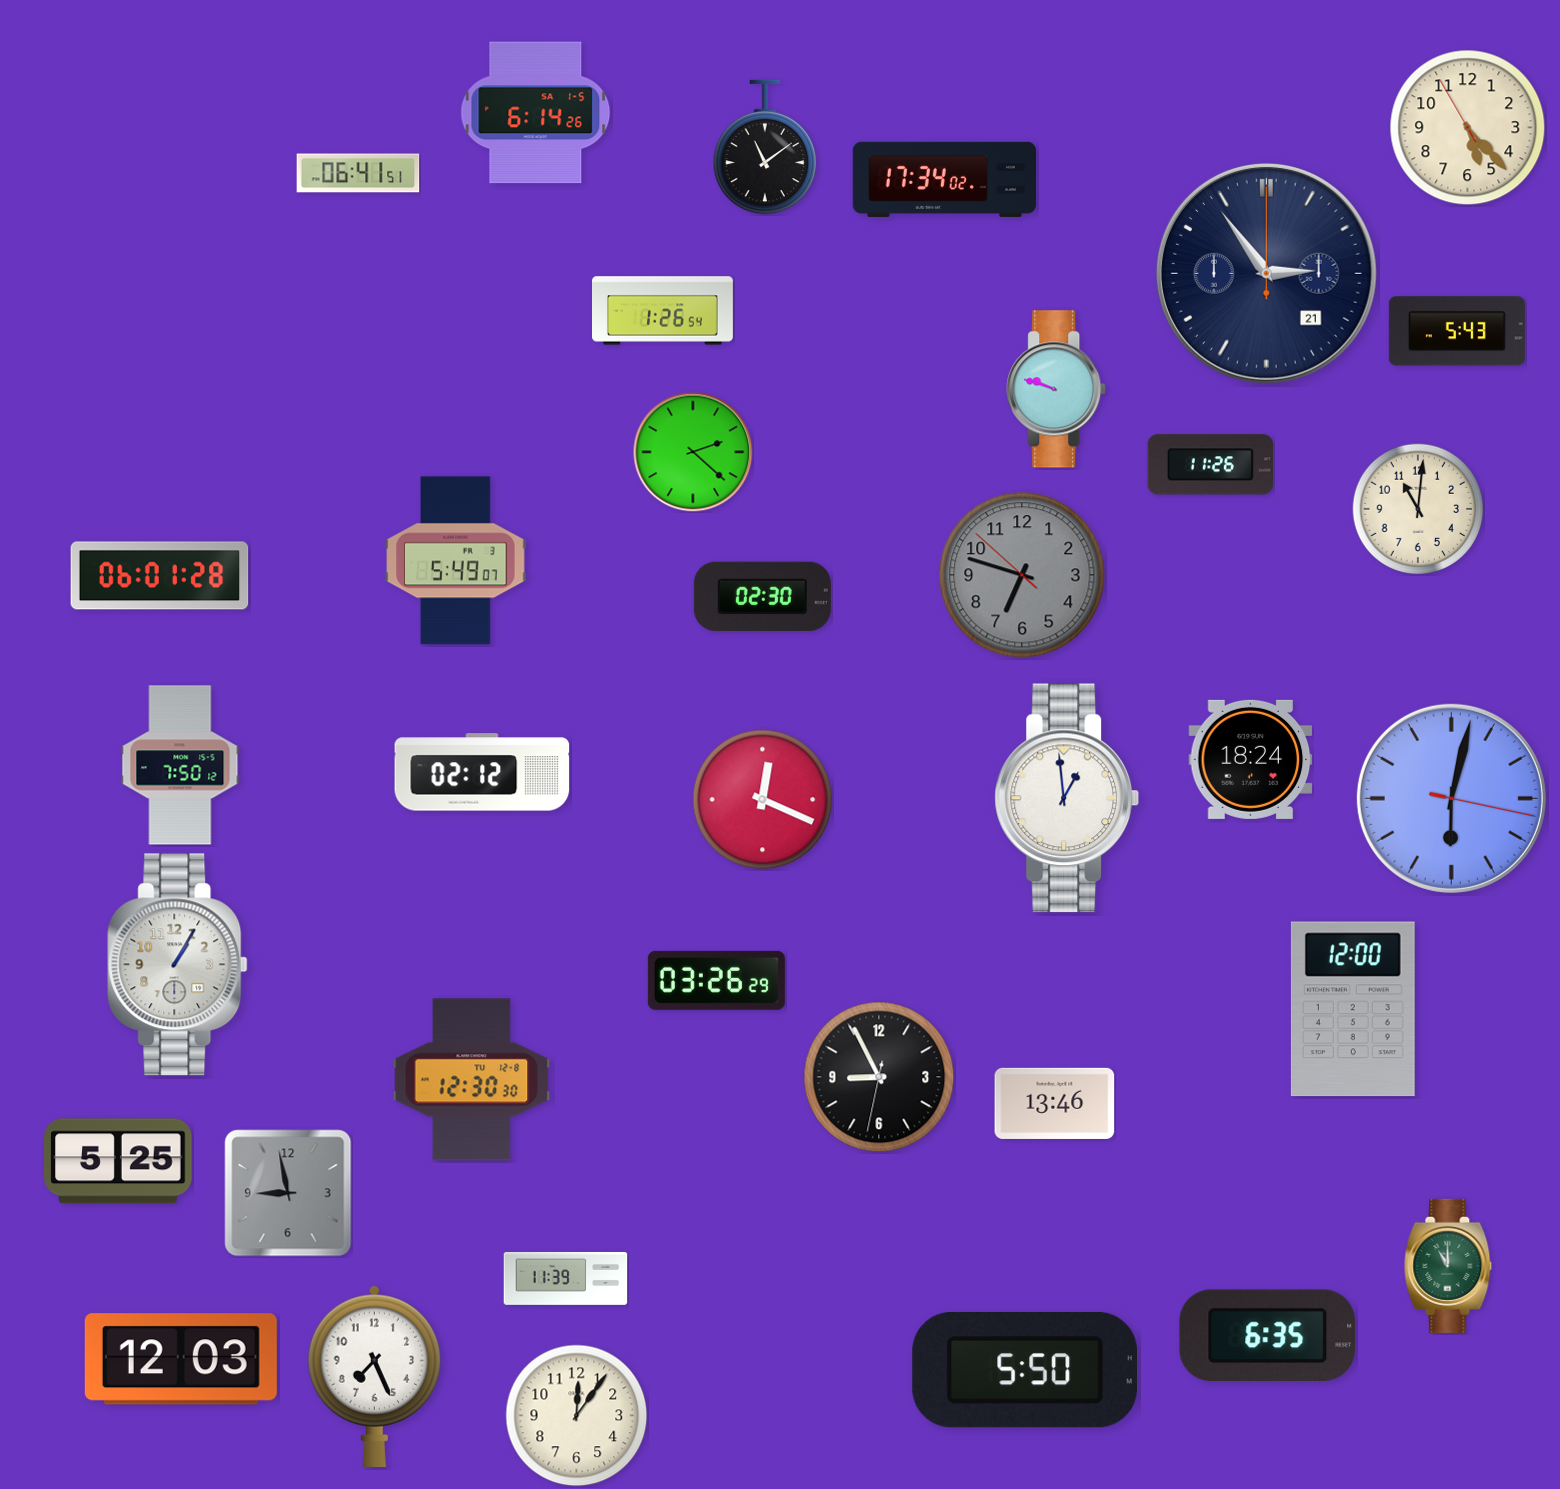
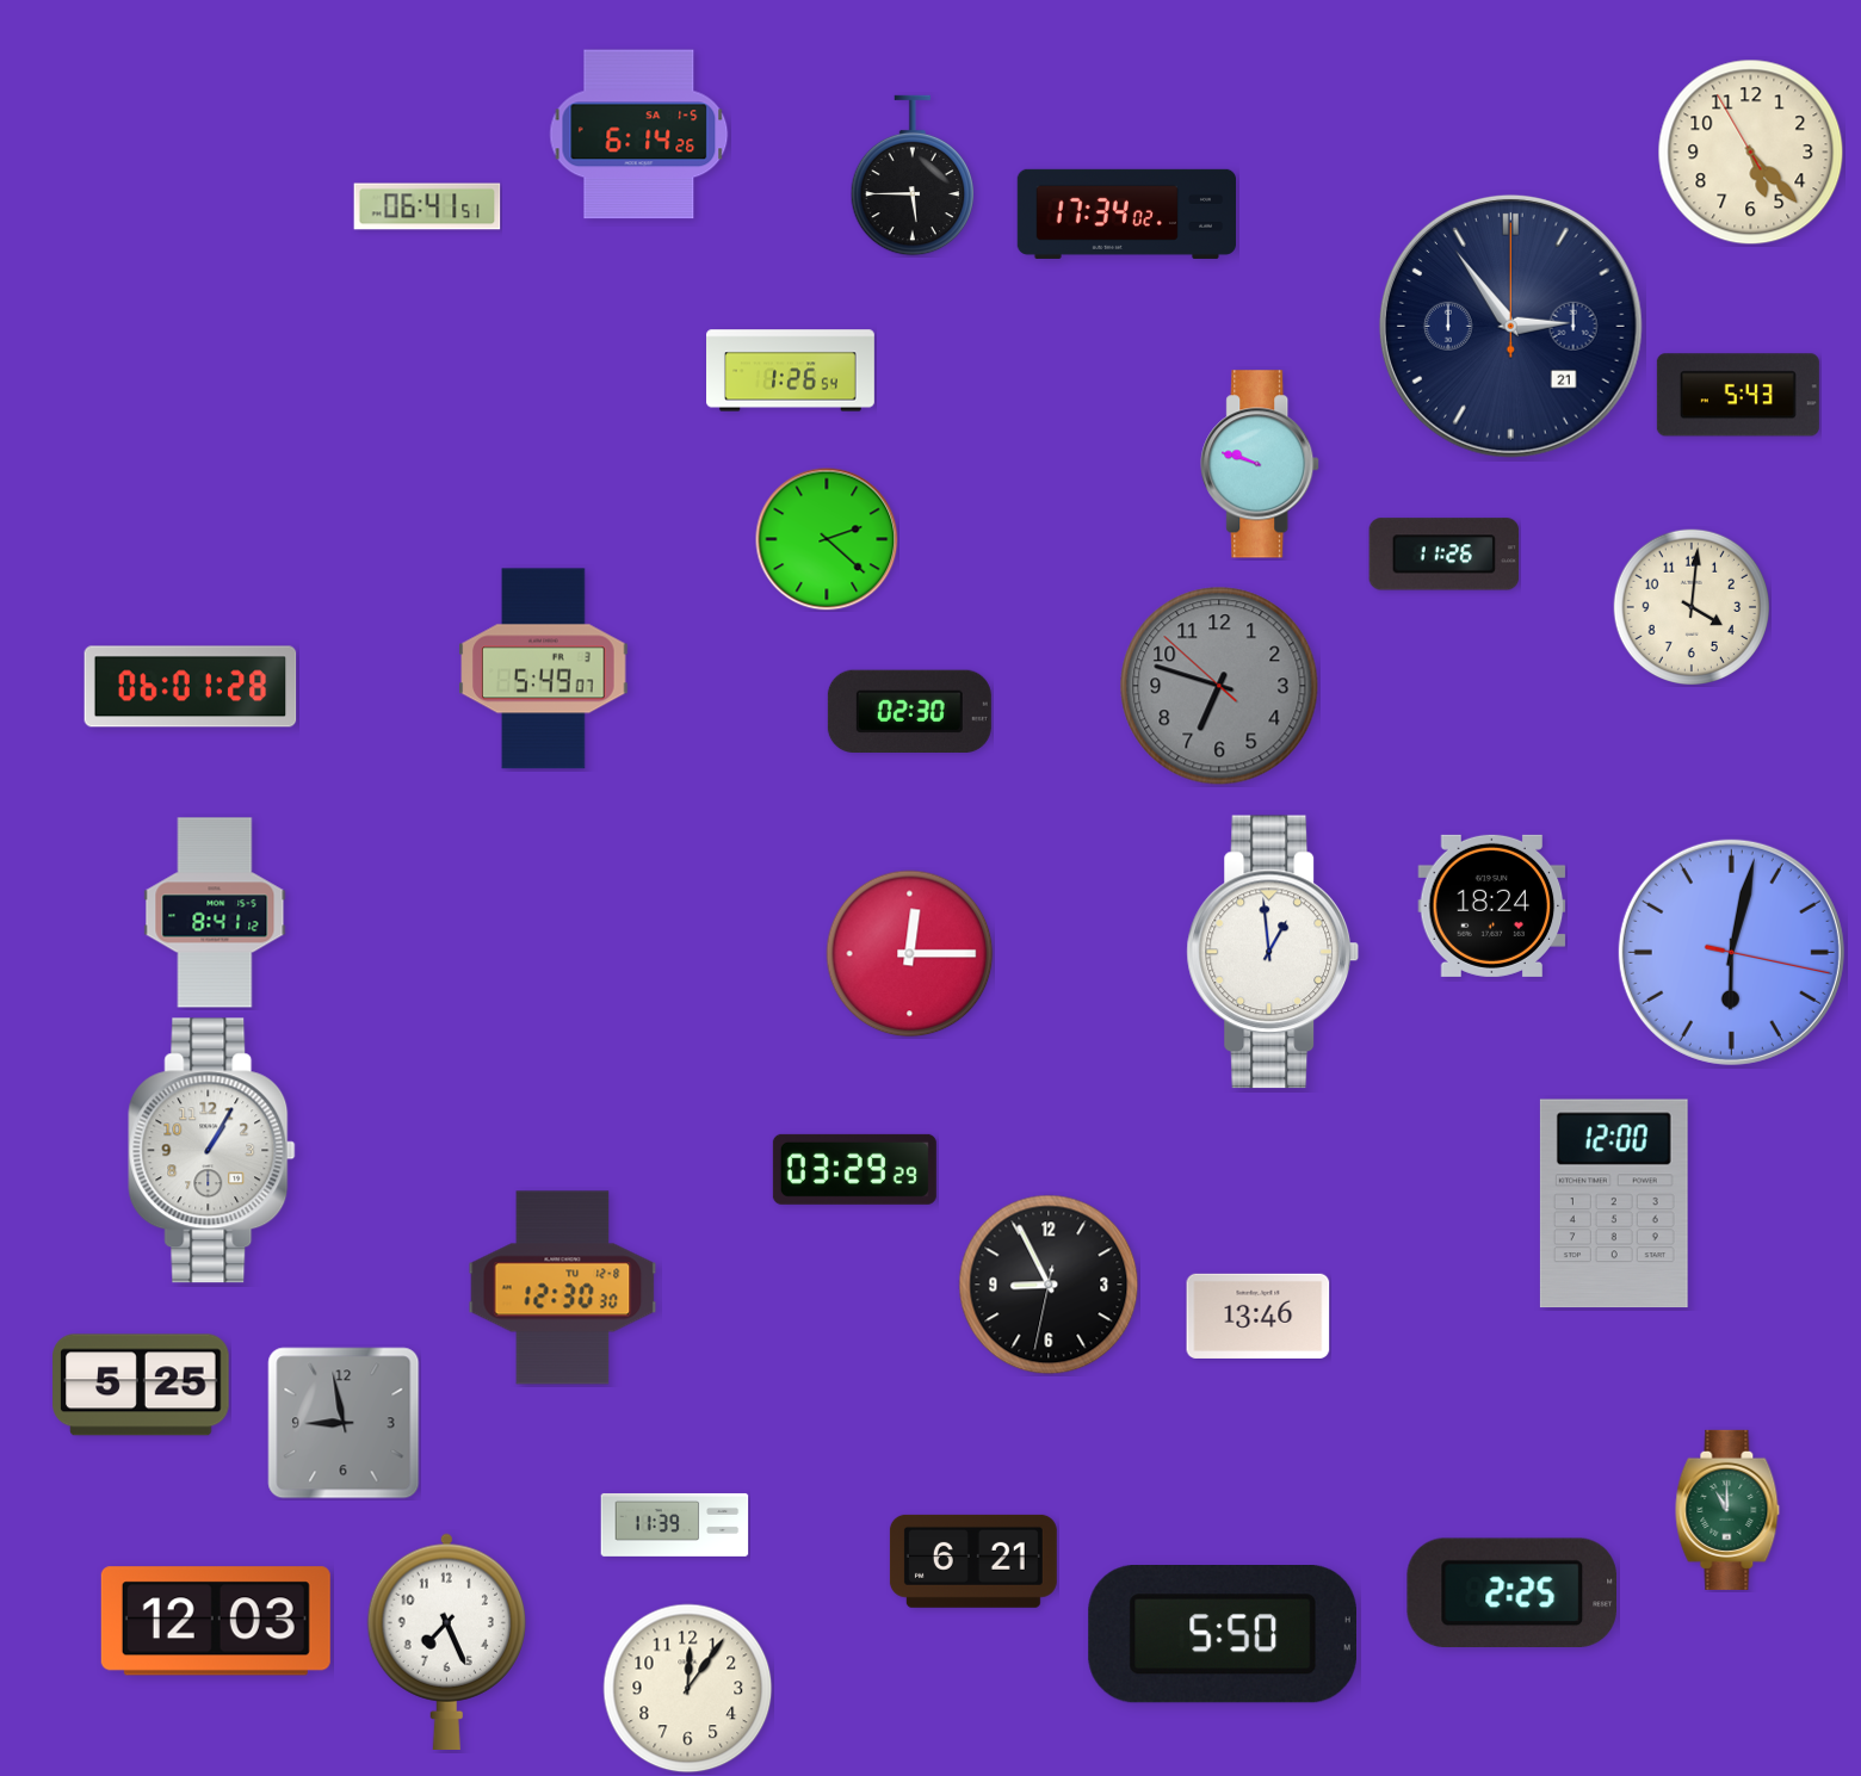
clock at (765, 147): 11:09 -> 5:45
clock at (1418, 509): 11:01 -> 4:01
clock at (180, 765): 7:50 -> 8:41
clock at (482, 772): 02:12 -> none
clock at (763, 800): 12:19 -> 12:15
clock at (716, 980): 03:26 -> 03:29
clock at (973, 1561): none -> 6:21
clock at (1267, 1335): 6:35 -> 2:25
